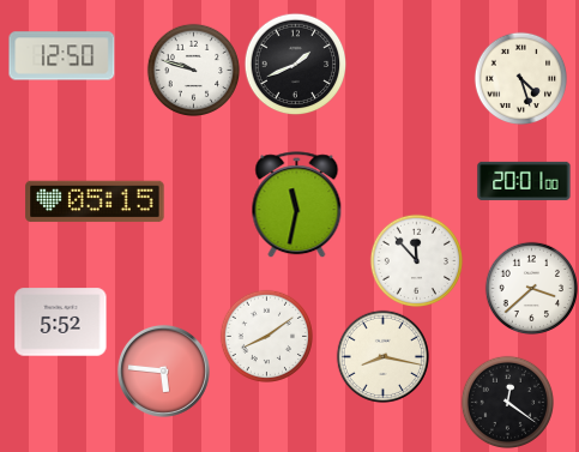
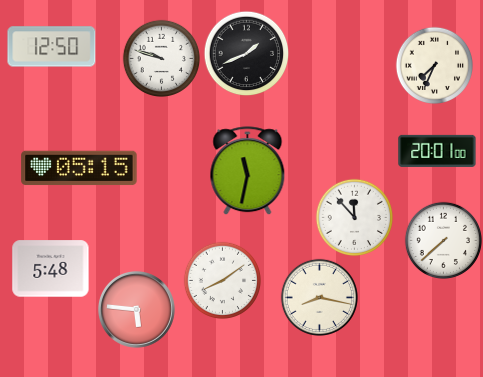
clock at (520, 78): 4:27 -> 7:34
clock at (416, 260) position: (416, 260) -> (354, 217)
clock at (531, 288): 3:38 -> 7:38
clock at (61, 323): 5:52 -> 5:48
clock at (507, 402): 12:21 -> none
